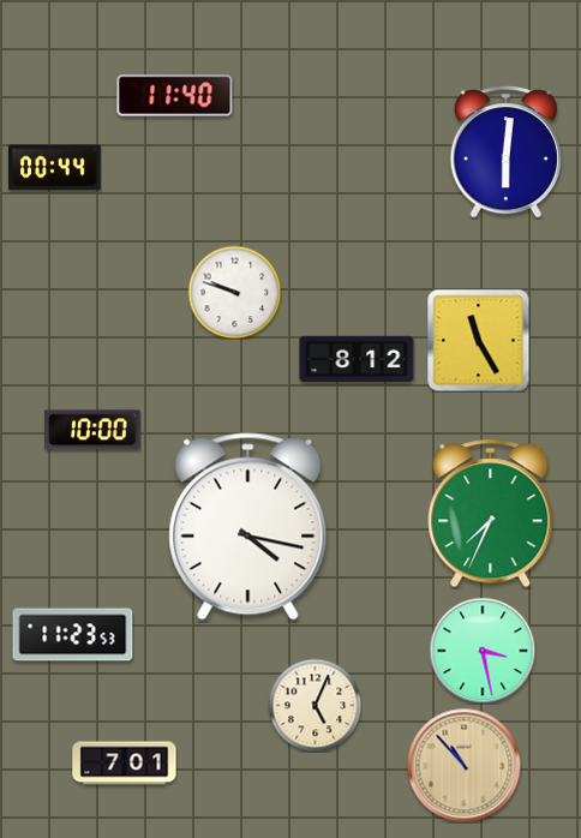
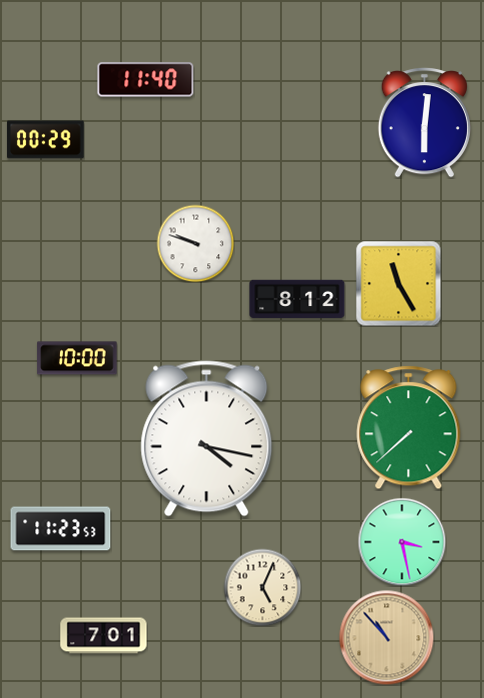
clock at (505, 152) position: (505, 152) -> (424, 123)
clock at (55, 168): 00:44 -> 00:29
clock at (491, 514): 7:34 -> 7:38
